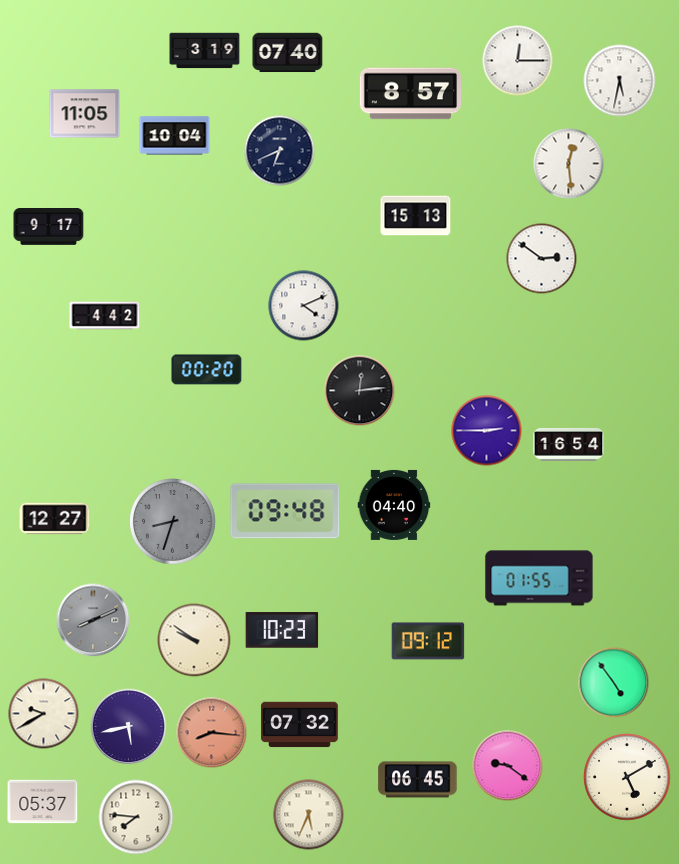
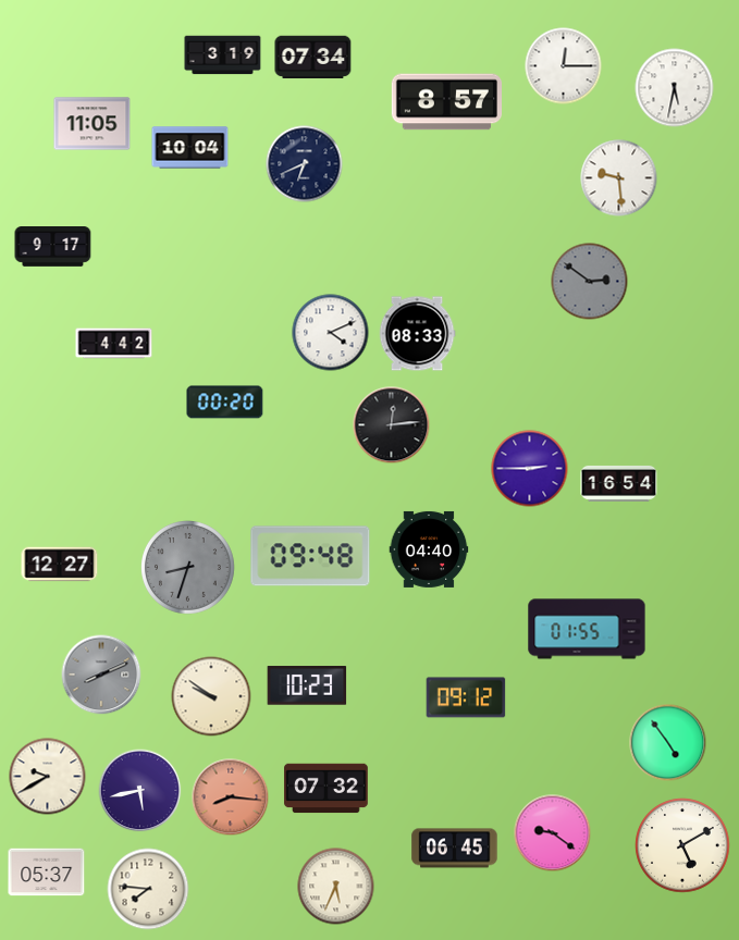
clock at (288, 53): 07:40 -> 07:34
clock at (569, 164): 12:29 -> 9:29
clock at (416, 216): 15:13 -> none
clock at (542, 259) dial: white -> grey
clock at (417, 334): none -> 08:33
